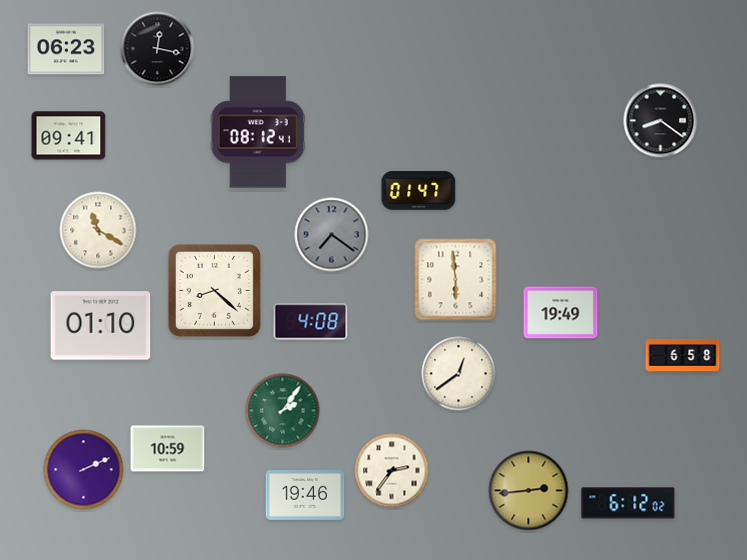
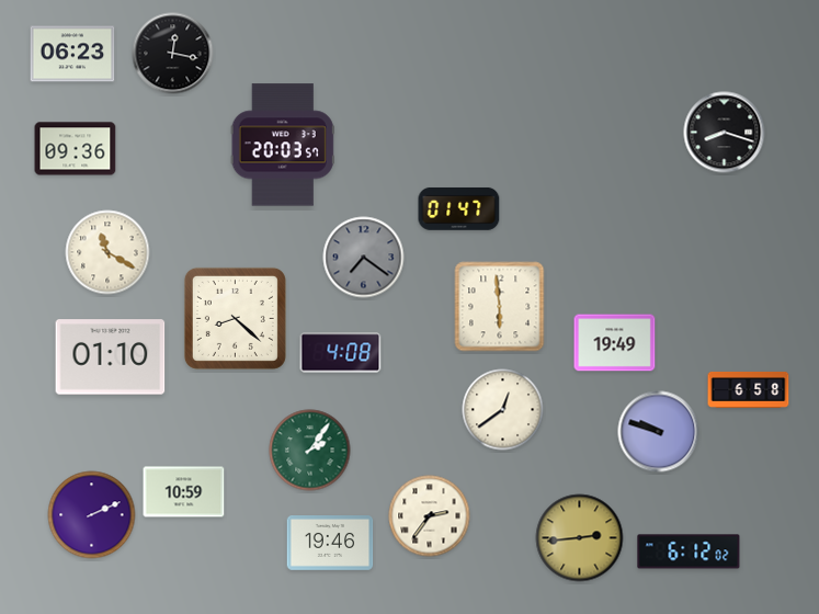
clock at (661, 121): 8:21 -> 8:18
clock at (258, 132): 08:12 -> 20:03
clock at (69, 136): 09:41 -> 09:36
clock at (659, 432): none -> 9:48
clock at (305, 496) position: (305, 496) -> (330, 544)
